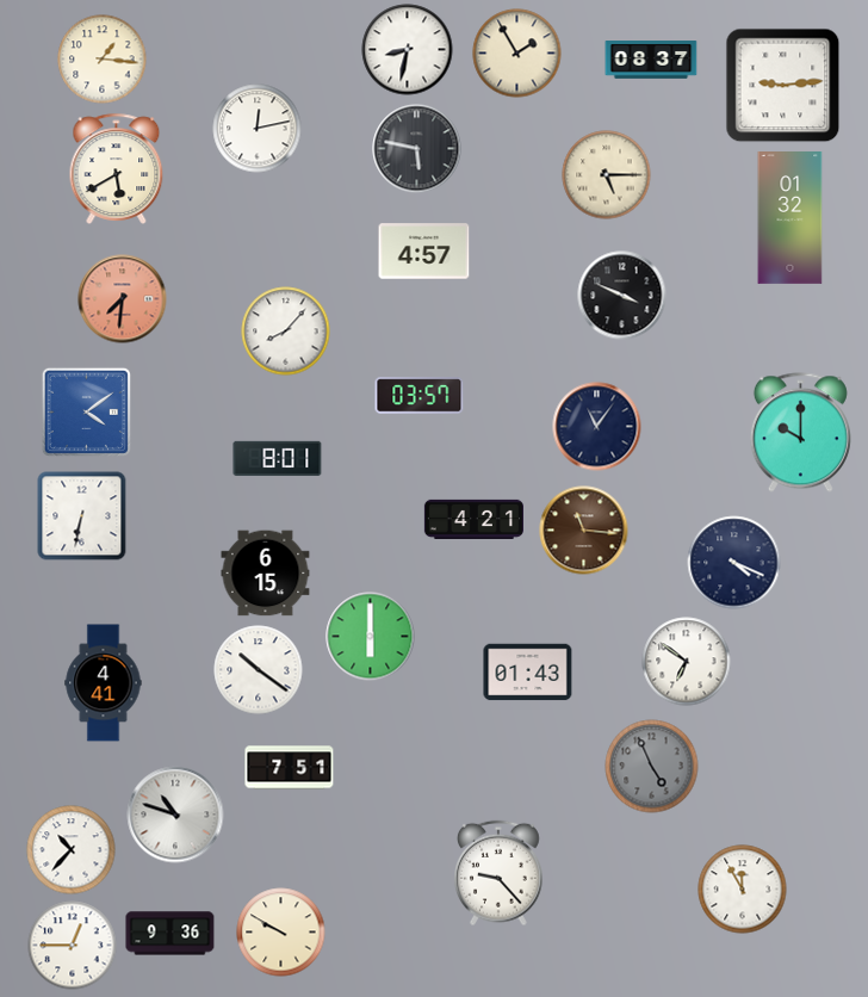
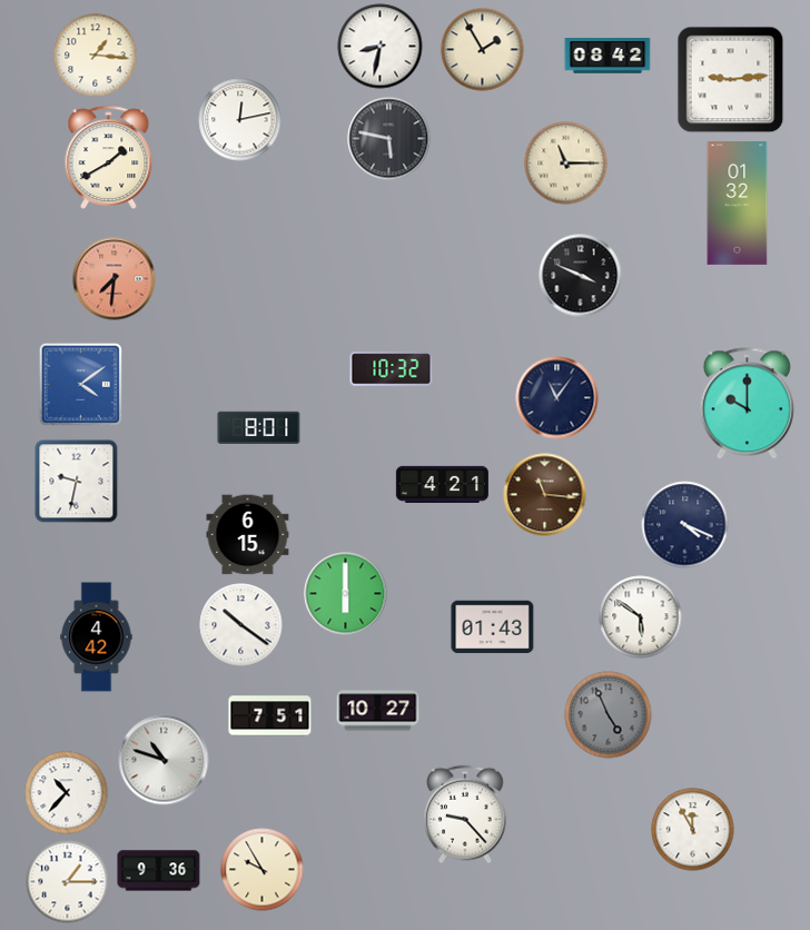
clock at (651, 60): 08:37 -> 08:42
clock at (117, 168): 5:40 -> 1:40
clock at (607, 175): 5:15 -> 11:15
clock at (424, 252): 4:57 -> none
clock at (286, 332): 8:07 -> none
clock at (420, 396): 03:57 -> 10:32
clock at (82, 516): 6:32 -> 9:32
clock at (687, 662): 6:51 -> 5:51
clock at (104, 683): 4:41 -> 4:42
clock at (378, 711): none -> 10:27
clock at (281, 933): 9:50 -> 9:55
clock at (73, 946): 12:45 -> 1:15
